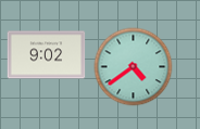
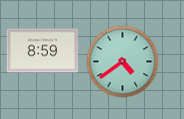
clock at (47, 55): 9:02 -> 8:59
